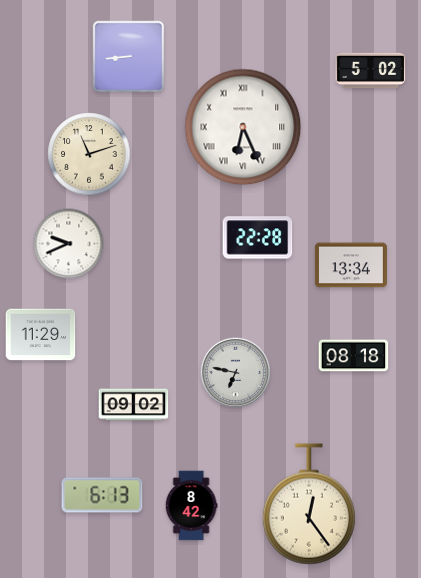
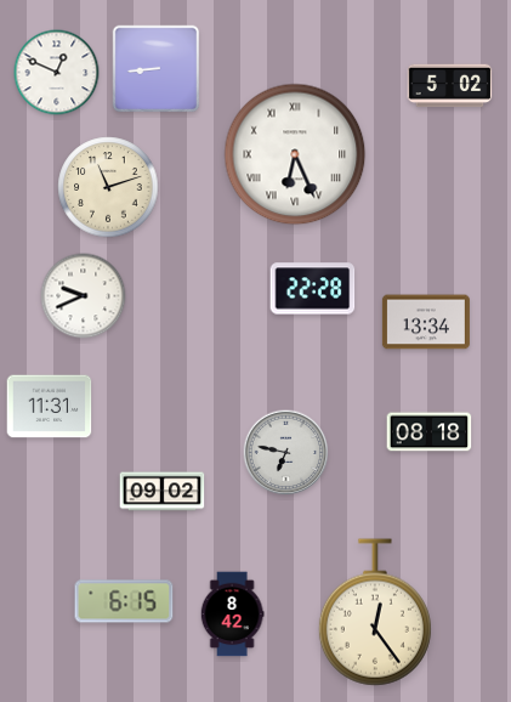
clock at (57, 73): none -> 12:49
clock at (41, 335): 11:29 -> 11:31
clock at (102, 495): 6:13 -> 6:15
